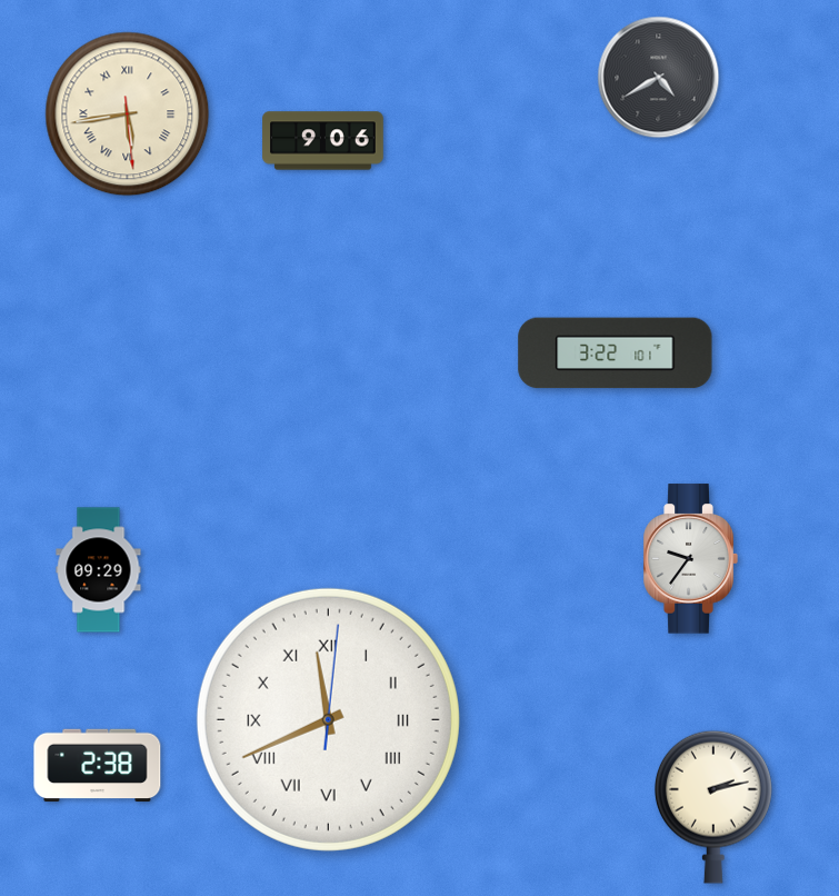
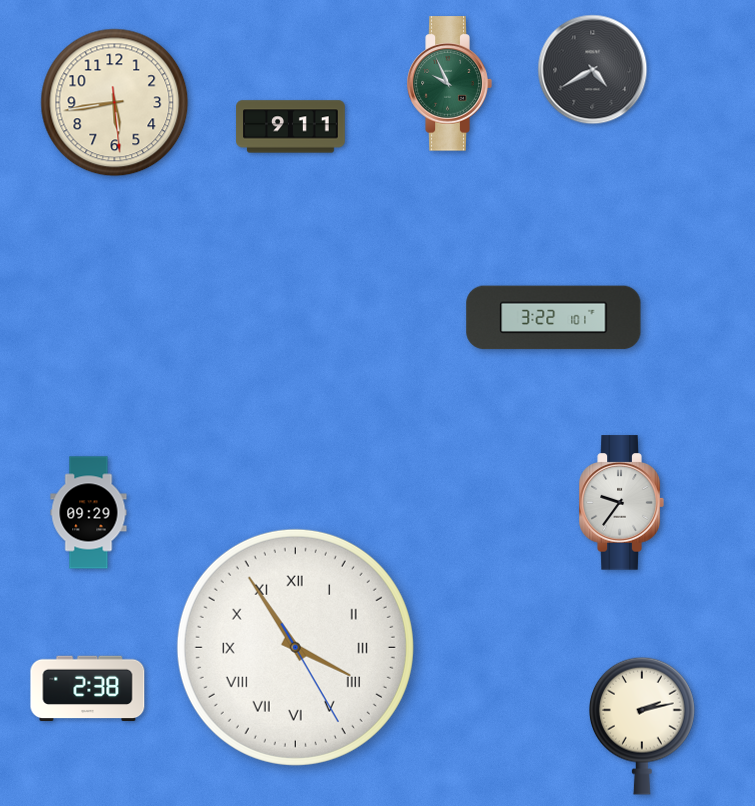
clock at (449, 84): none -> 9:56
clock at (128, 115) numerals: Roman -> Arabic
clock at (323, 141): 9:06 -> 9:11
clock at (328, 719): 11:41 -> 3:54
